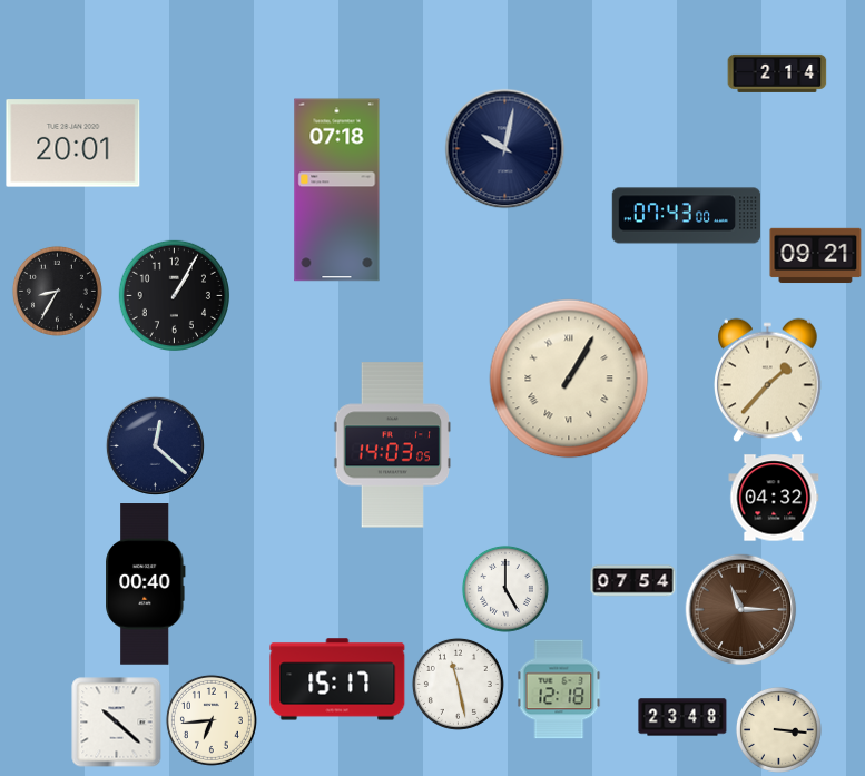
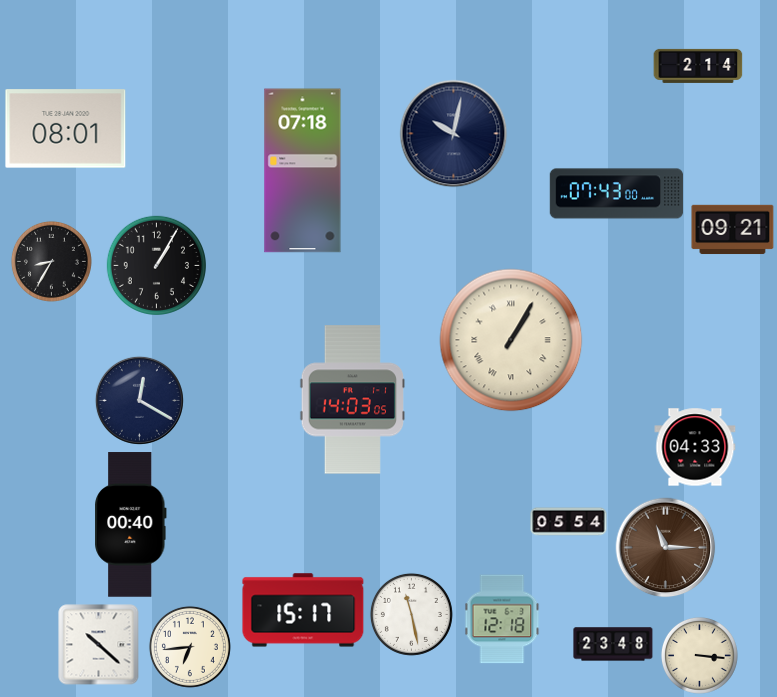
clock at (73, 144): 20:01 -> 08:01
clock at (768, 381): 1:37 -> none
clock at (155, 445): 12:22 -> 12:20
clock at (774, 498): 04:32 -> 04:33
clock at (633, 581): 07:54 -> 05:54
clock at (505, 589): 5:00 -> none
clock at (117, 723) position: (117, 723) -> (99, 645)
